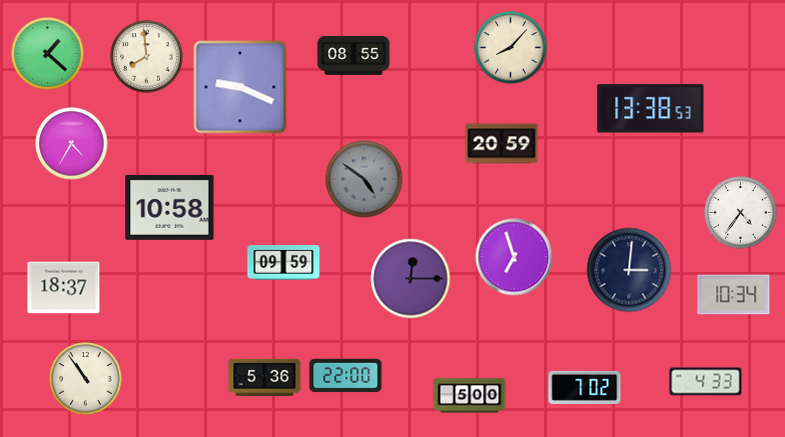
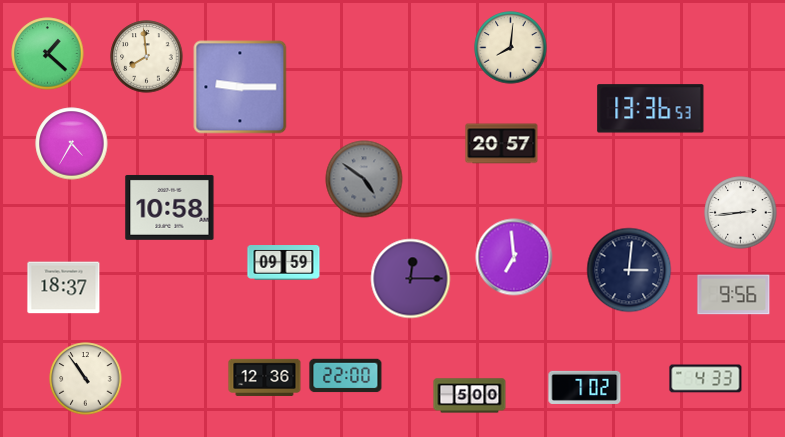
clock at (511, 48): 8:07 -> 8:01
clock at (354, 56): 08:55 -> none
clock at (240, 87): 9:19 -> 9:15
clock at (651, 109): 13:38 -> 13:36
clock at (502, 144): 20:59 -> 20:57
clock at (741, 213): 4:36 -> 2:44
clock at (514, 257): 6:57 -> 6:59
clock at (734, 295): 10:34 -> 9:56
clock at (265, 377): 5:36 -> 12:36
clock at (706, 382) position: (706, 382) -> (706, 379)
